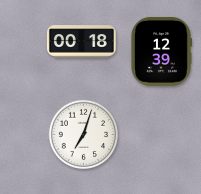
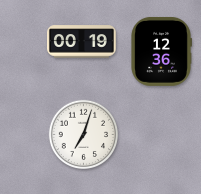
clock at (82, 42): 00:18 -> 00:19
clock at (161, 51): 12:39 -> 12:36
